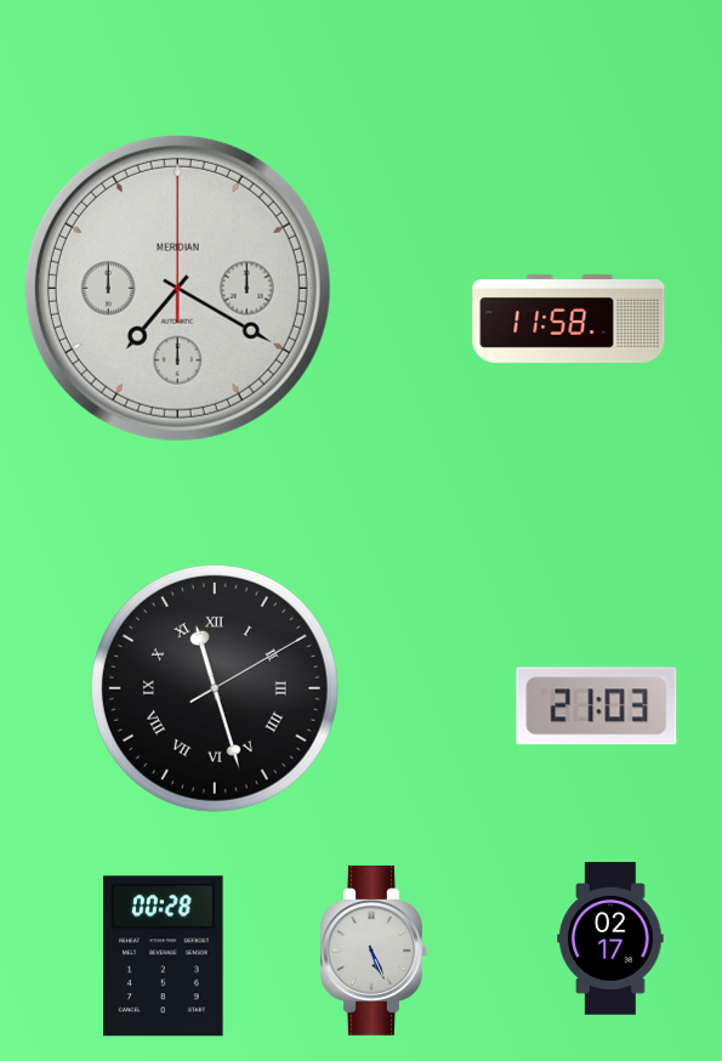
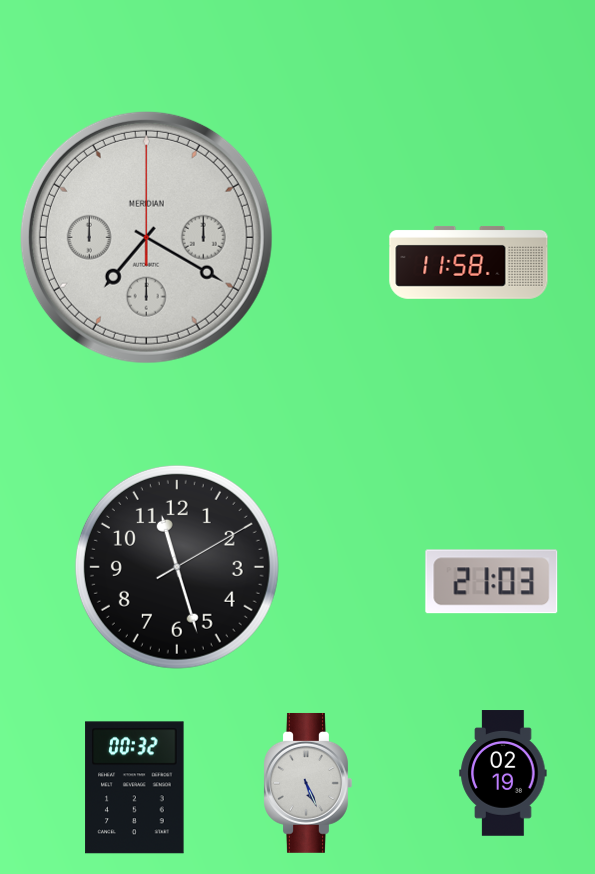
clock at (215, 688) numerals: Roman -> Arabic
clock at (610, 938): 02:17 -> 02:19
clock at (164, 957): 00:28 -> 00:32
